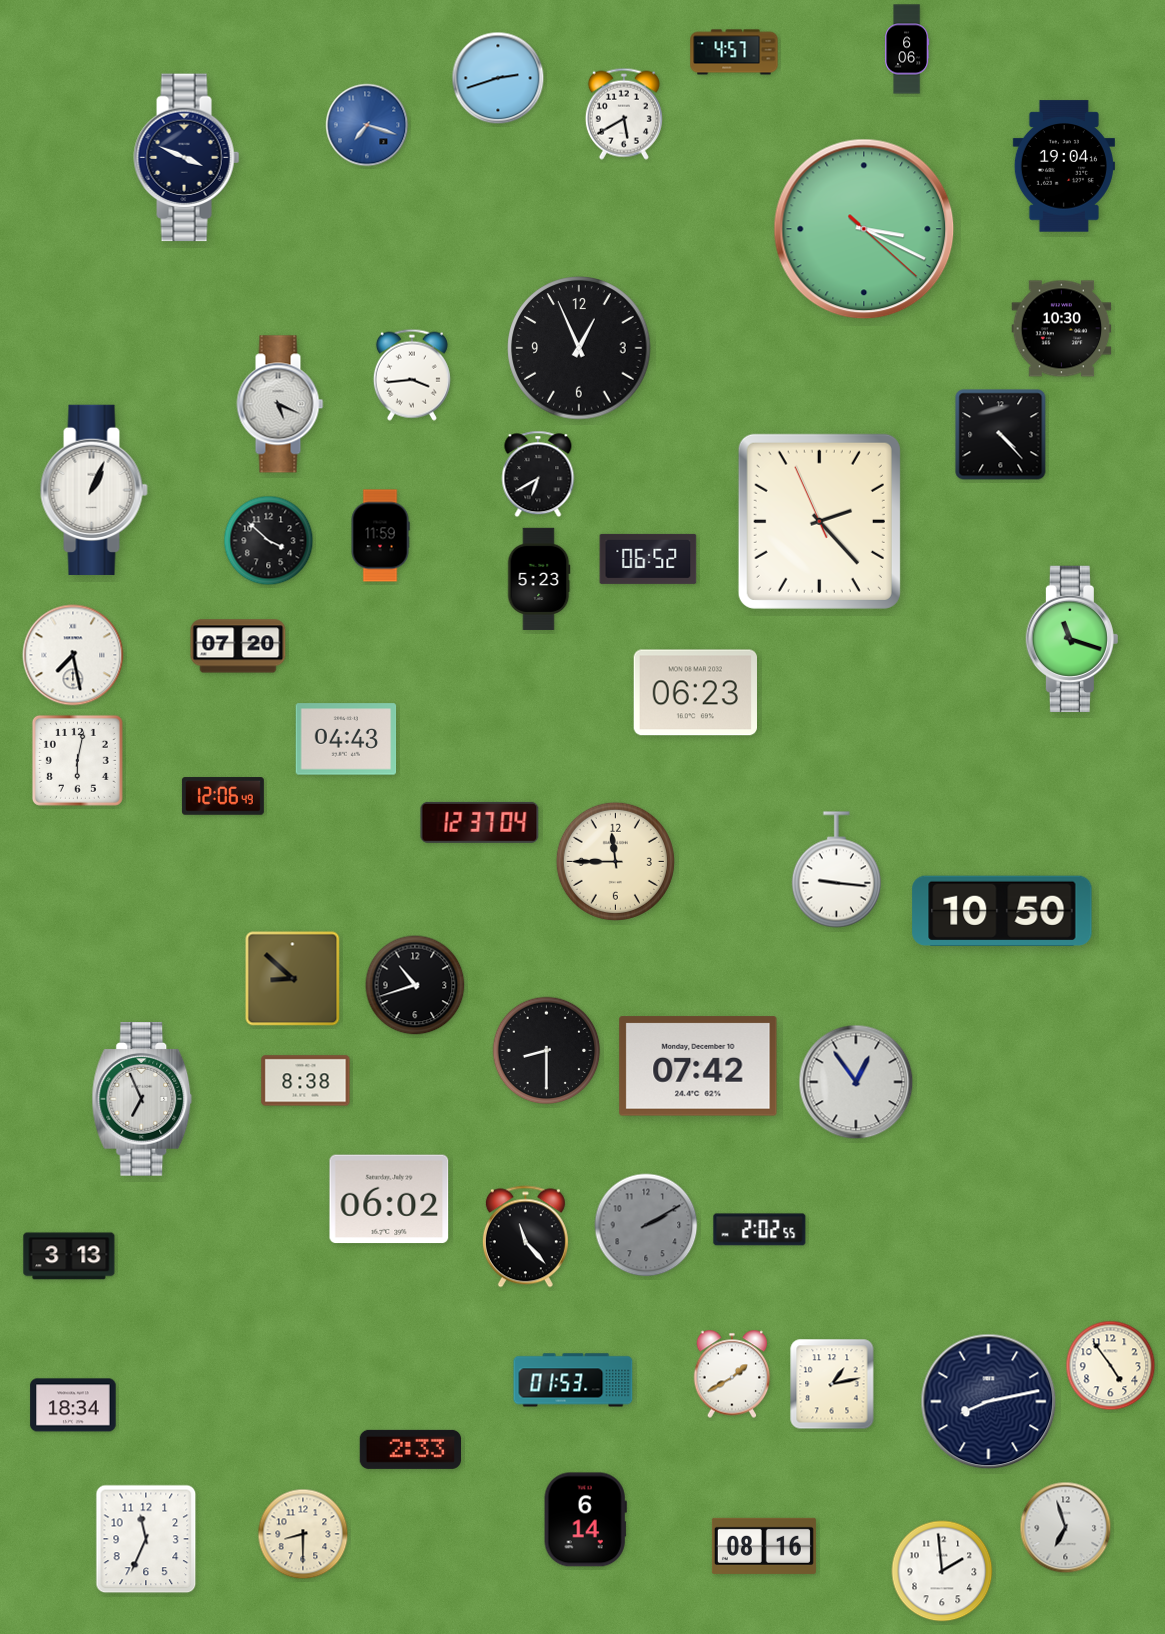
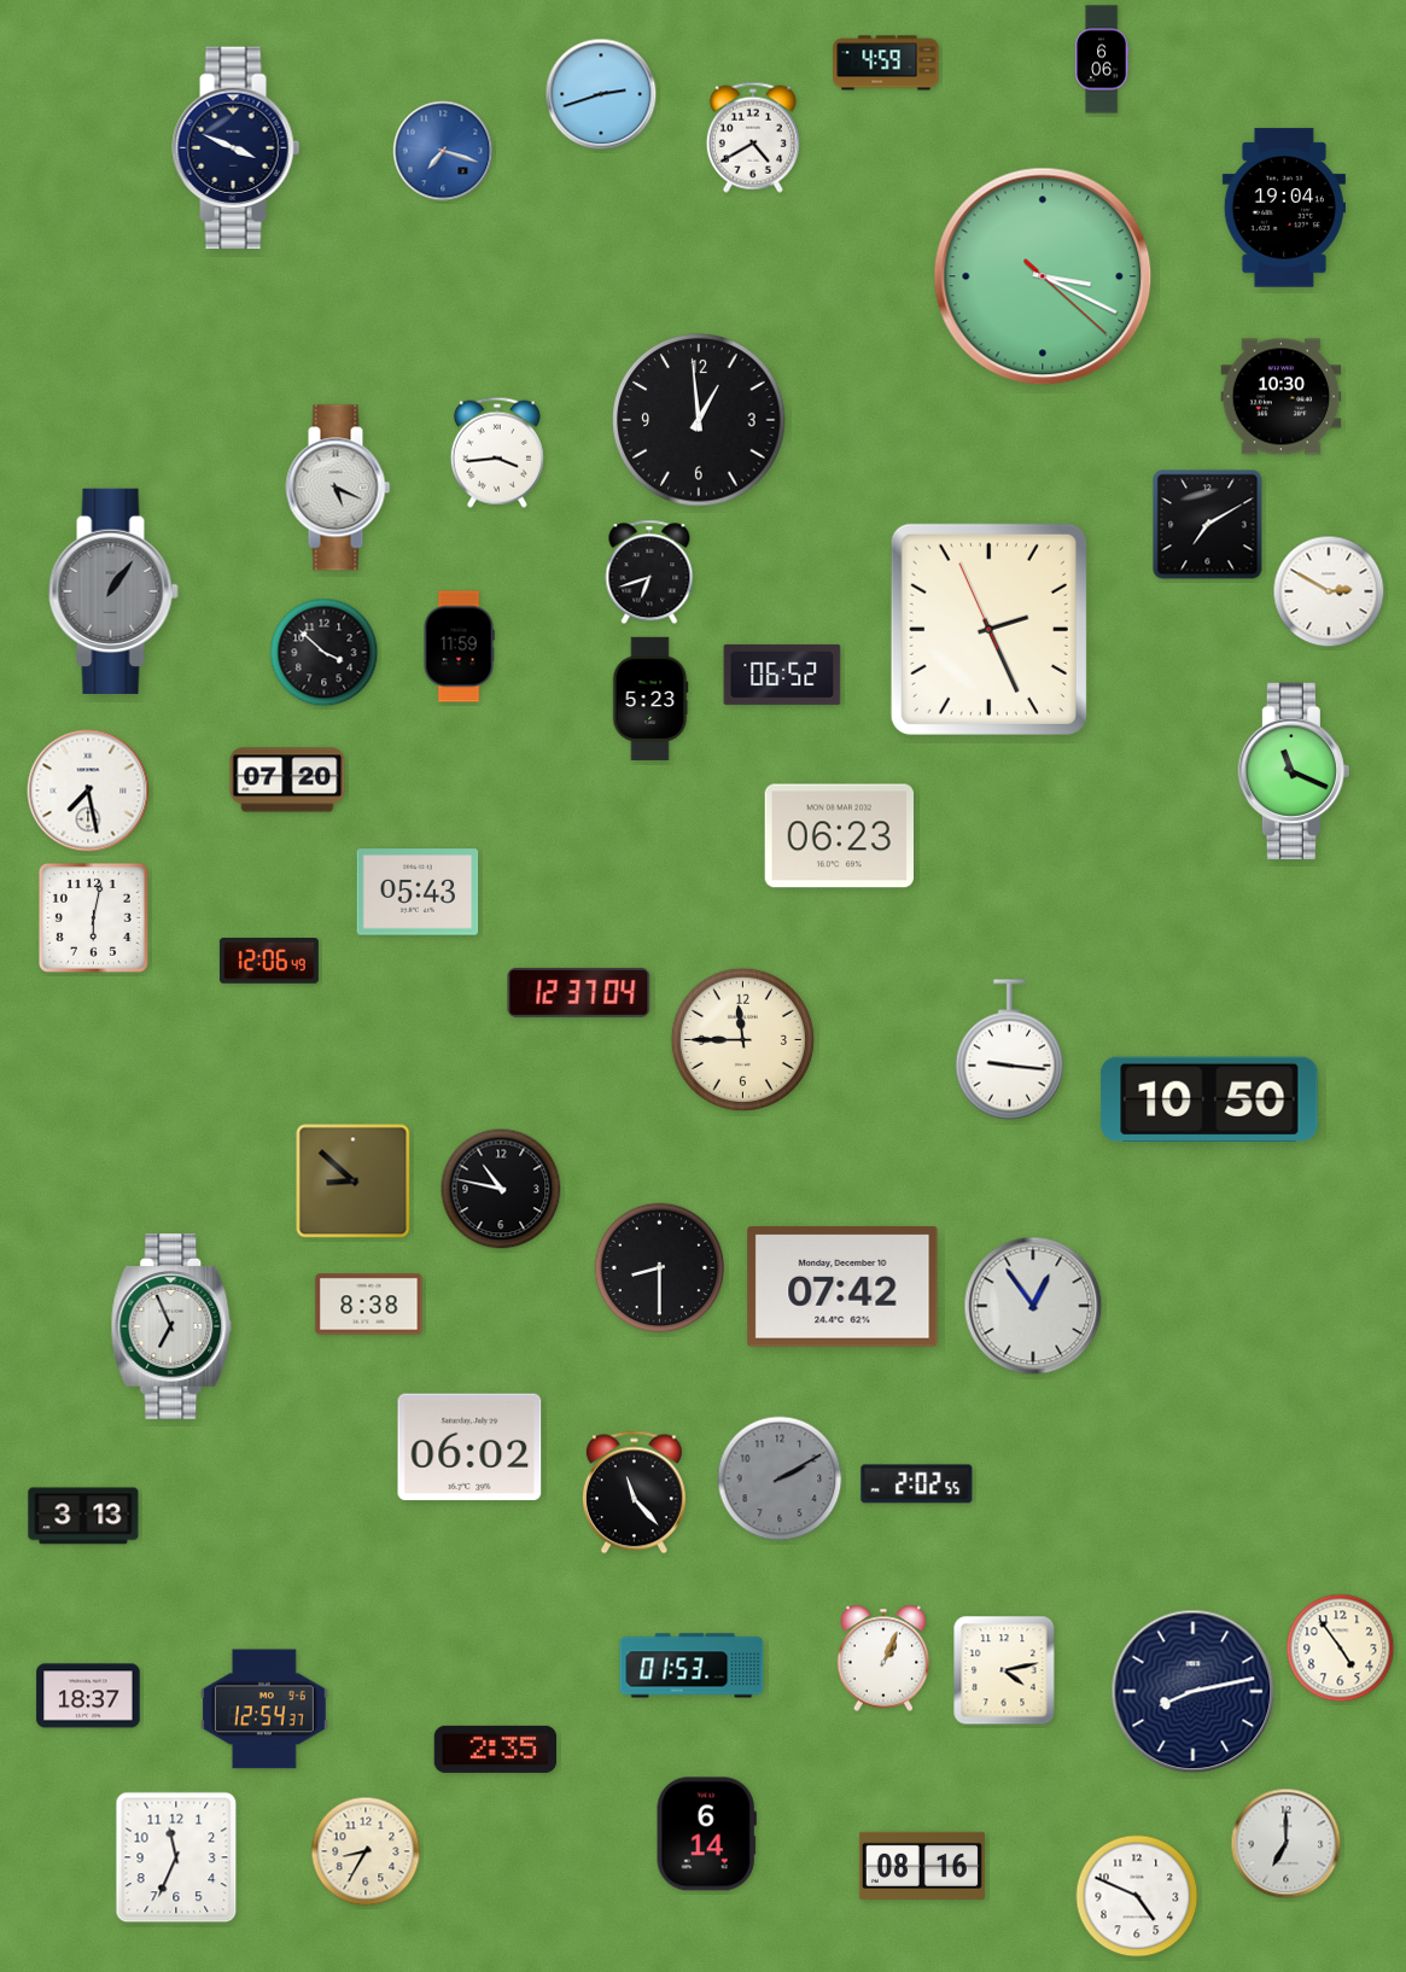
clock at (907, 49) position: (907, 49) -> (1102, 59)
clock at (734, 52): 4:57 -> 4:59
clock at (624, 114): 5:40 -> 4:40
clock at (187, 158) position: (187, 158) -> (237, 148)
clock at (1064, 166) position: (1064, 166) -> (1284, 208)
clock at (579, 348): 12:56 -> 12:59
clock at (1001, 435): 4:23 -> 7:10
clock at (538, 474): 6:40 -> 6:42
clock at (94, 490): 1:04 -> 1:06
clock at (94, 490) dial: white -> grey
clock at (1329, 591): none -> 2:50
clock at (819, 521): 2:22 -> 2:25
clock at (1072, 639): 11:18 -> 11:19
clock at (346, 739): 04:43 -> 05:43
clock at (415, 985): 10:42 -> 10:47
clock at (732, 1374): 1:40 -> 1:04
clock at (832, 1384): 1:13 -> 4:13
clock at (73, 1405): 18:34 -> 18:37
clock at (264, 1709): none -> 12:54
clock at (410, 1449): 2:33 -> 2:35
clock at (1066, 1528): 6:57 -> 7:00
clock at (303, 1534): 8:30 -> 8:35
clock at (942, 1571): 1:59 -> 4:49
